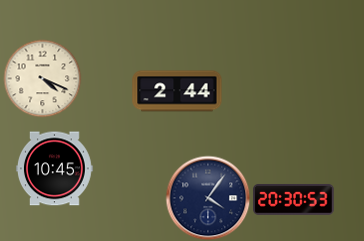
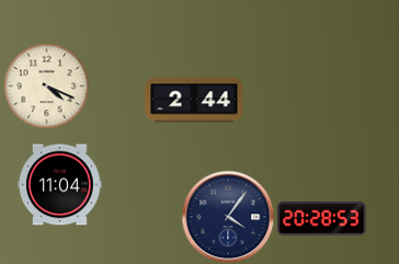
clock at (55, 169): 10:45 -> 11:04
clock at (294, 199): 20:30 -> 20:28
